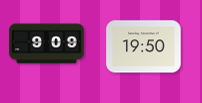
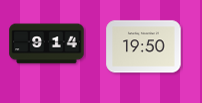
clock at (47, 44): 9:09 -> 9:14
